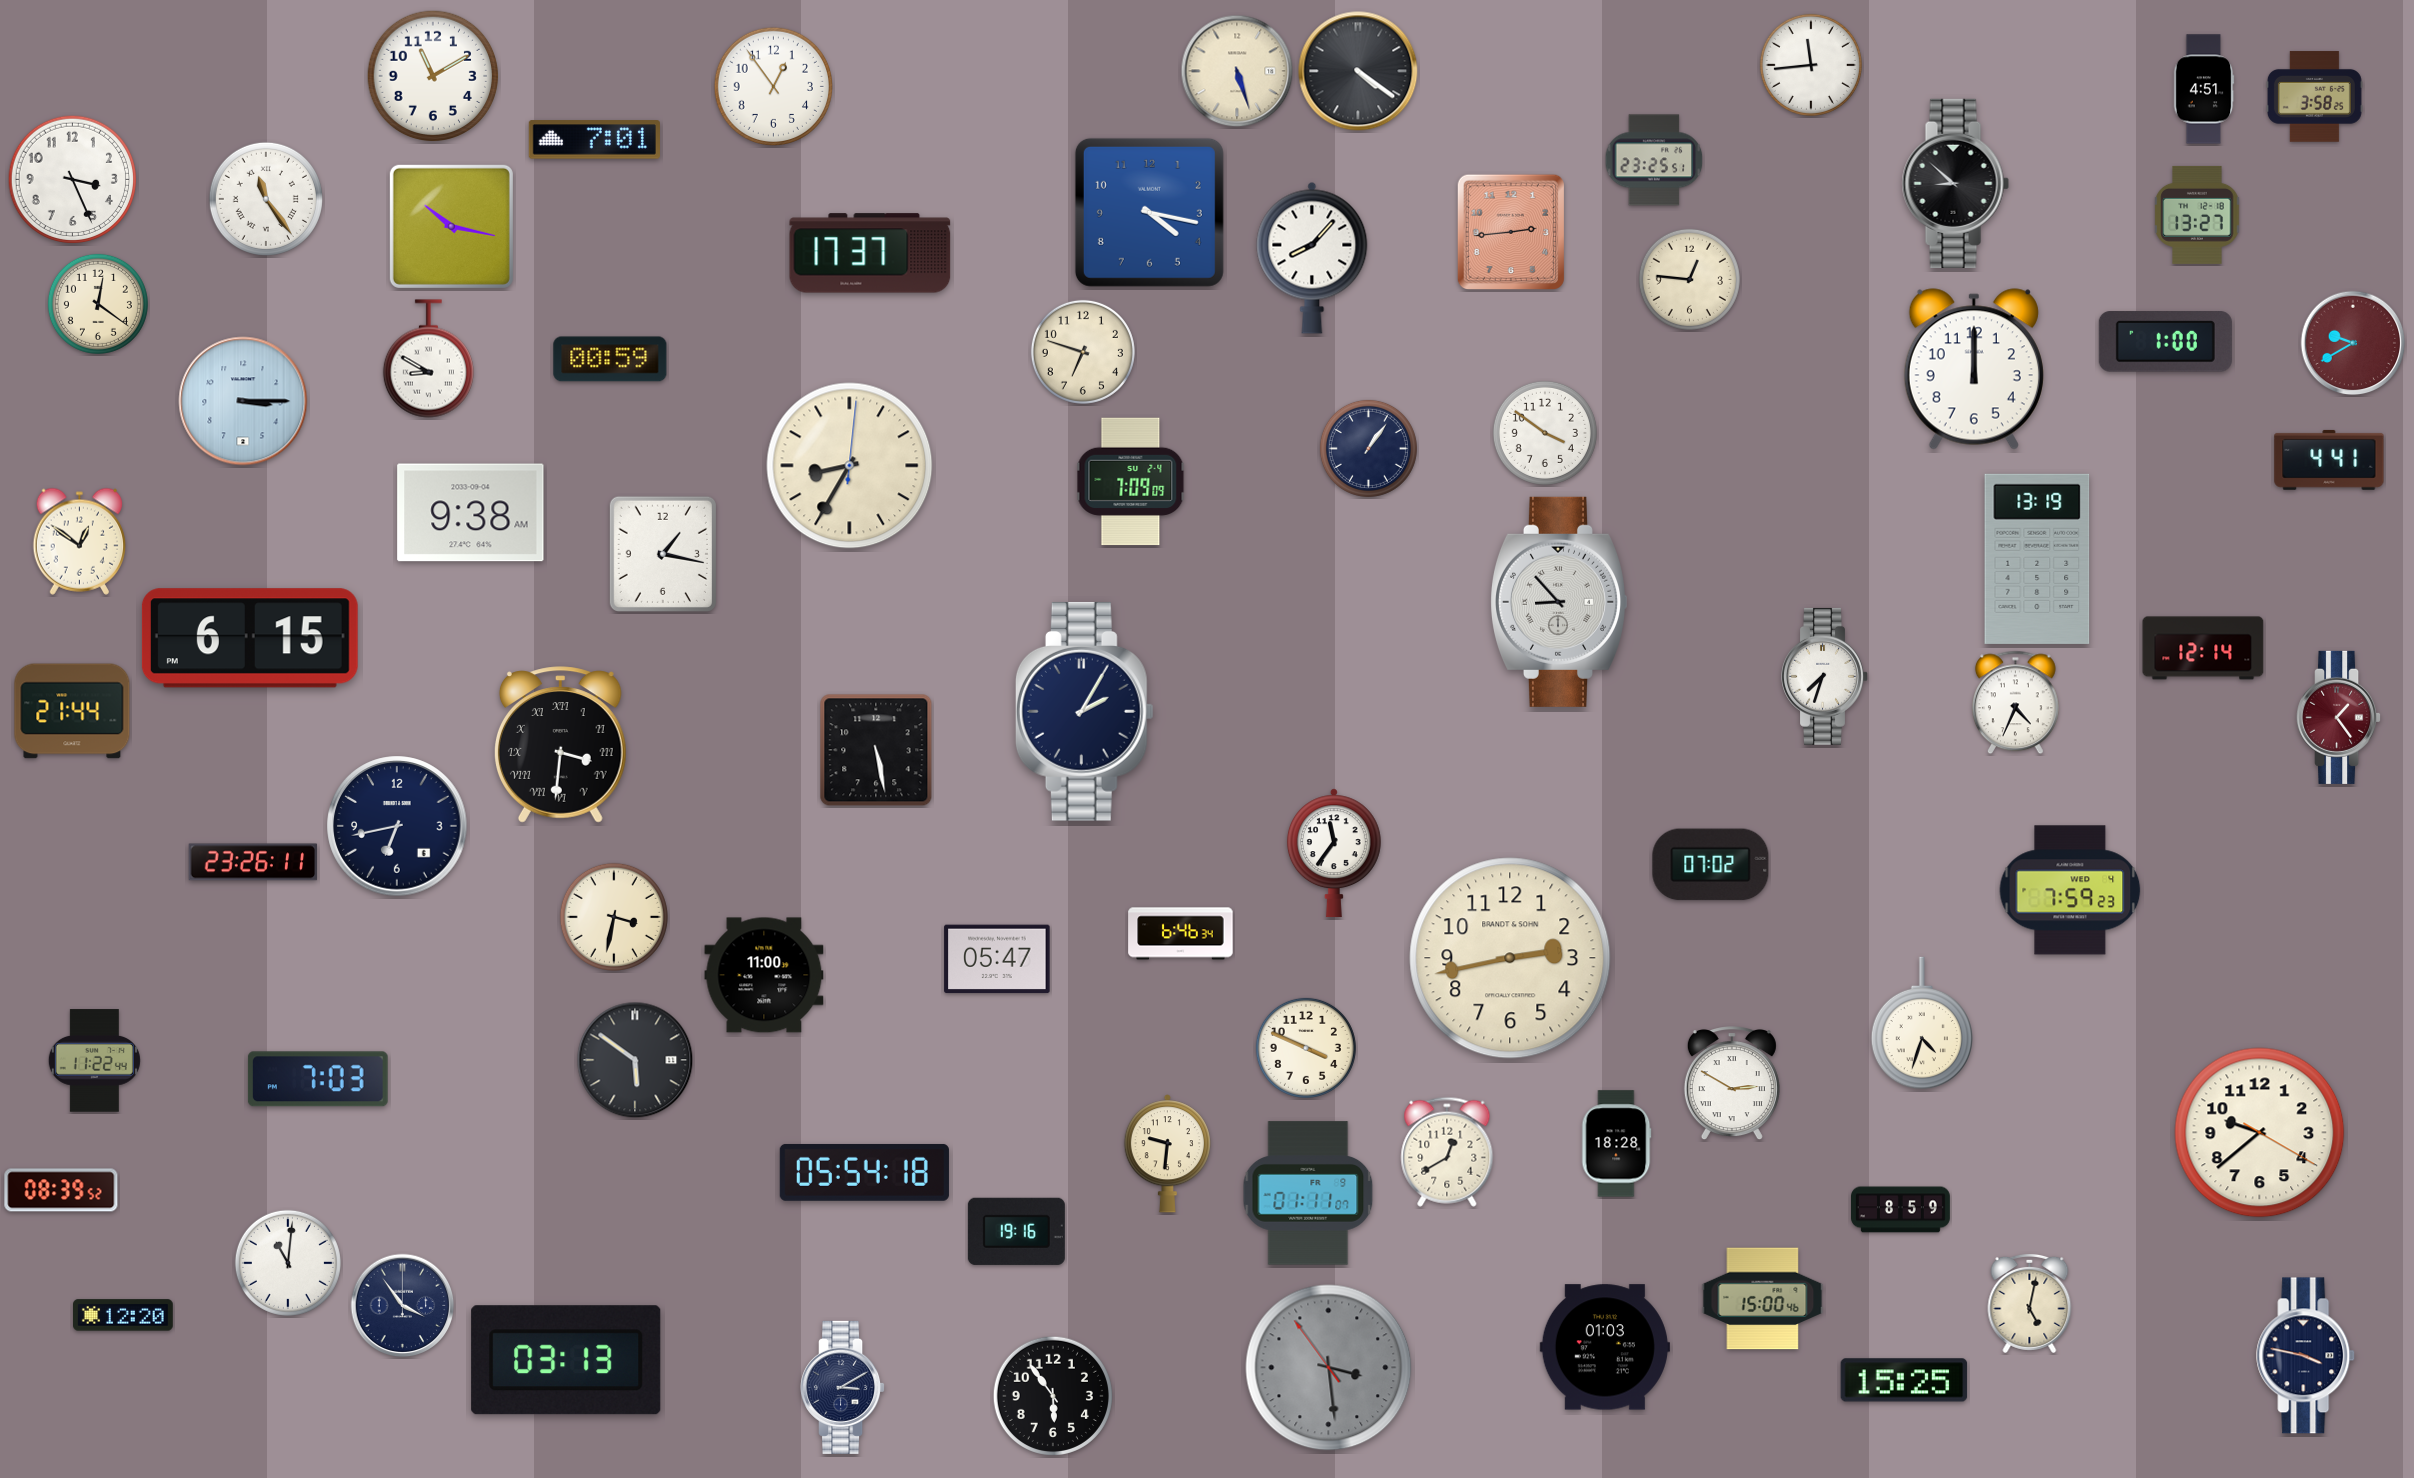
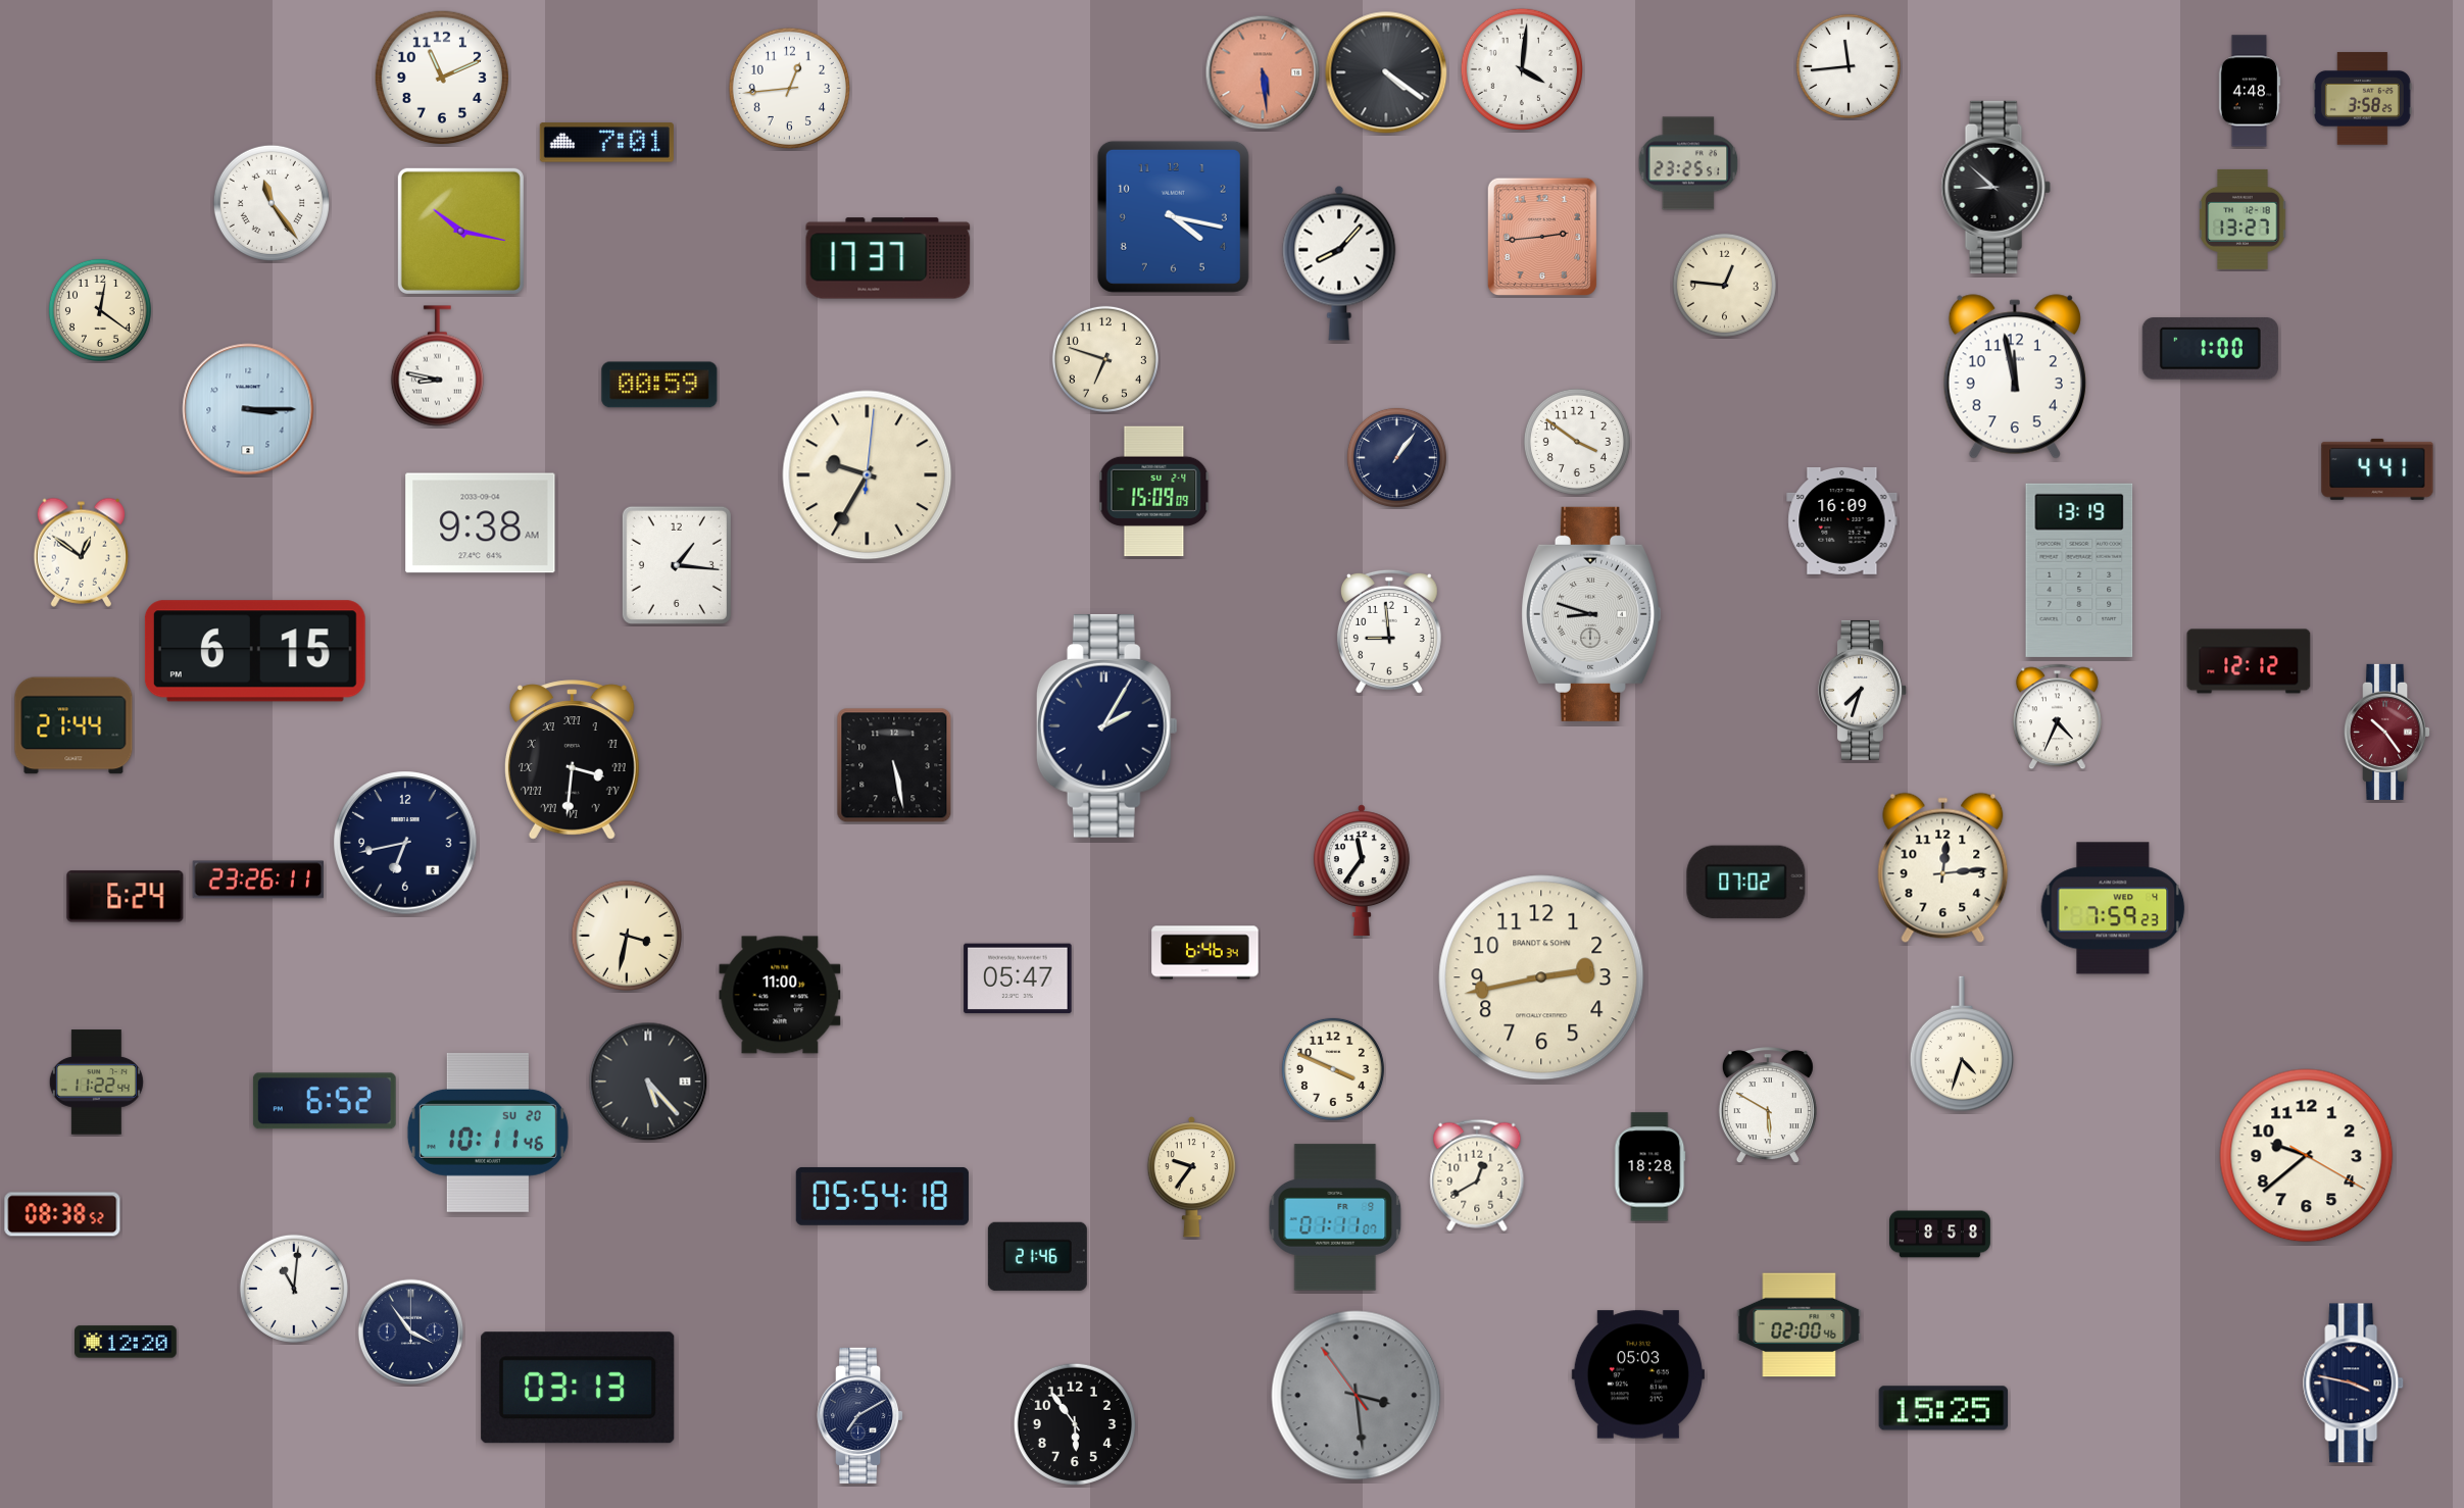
clock at (1522, 69): none -> 4:01
clock at (1237, 71): 5:27 -> 5:29
clock at (1237, 71) dial: cream -> salmon
clock at (433, 76): 11:10 -> 11:11
clock at (773, 86): 12:54 -> 12:44
clock at (2204, 89): 4:51 -> 4:48
clock at (72, 179): 3:26 -> none
clock at (2353, 343): 9:40 -> none
clock at (428, 359): 8:50 -> 8:47
clock at (610, 359) position: (610, 359) -> (659, 385)
clock at (1974, 369): 12:00 -> 11:58
clock at (850, 466): 8:35 -> 9:35
clock at (1131, 482): 7:09 -> 15:09
clock at (1842, 520): none -> 16:09
clock at (663, 554): 1:17 -> 1:16
clock at (1558, 602): 8:53 -> 8:48
clock at (1389, 632): none -> 8:59
clock at (2203, 648): 12:14 -> 12:12
clock at (2339, 717): 1:24 -> 10:24
clock at (1943, 868): none -> 12:14
clock at (126, 897): none -> 6:24
clock at (635, 1060): 5:51 -> 5:23
clock at (318, 1079): 7:03 -> 6:52
clock at (1732, 1084): 2:50 -> 5:50
clock at (488, 1133): none -> 10:11
clock at (1167, 1154): 9:31 -> 9:36
clock at (61, 1190): 08:39 -> 08:38
clock at (1901, 1210): 8:59 -> 8:58
clock at (1016, 1231): 19:16 -> 21:46
clock at (1763, 1299): 15:00 -> 02:00
clock at (2030, 1303): 5:02 -> none
clock at (1605, 1347): 01:03 -> 05:03
clock at (843, 1387): 3:10 -> 7:10
